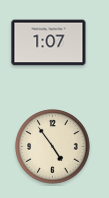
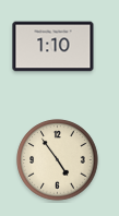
clock at (49, 43): 1:07 -> 1:10
